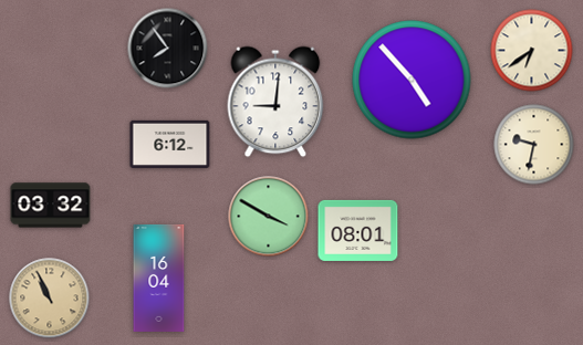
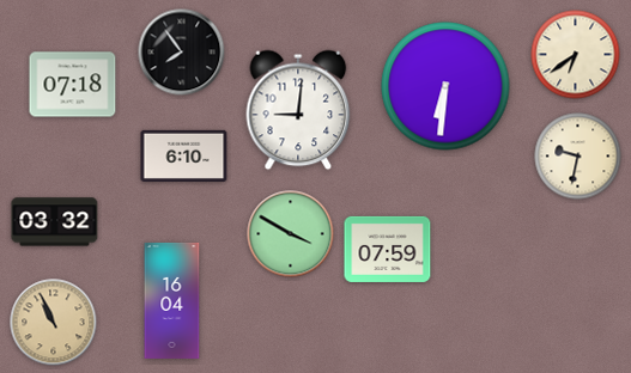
clock at (73, 85): none -> 07:18
clock at (412, 80): 4:53 -> 6:31
clock at (170, 144): 6:12 -> 6:10
clock at (358, 230): 08:01 -> 07:59
